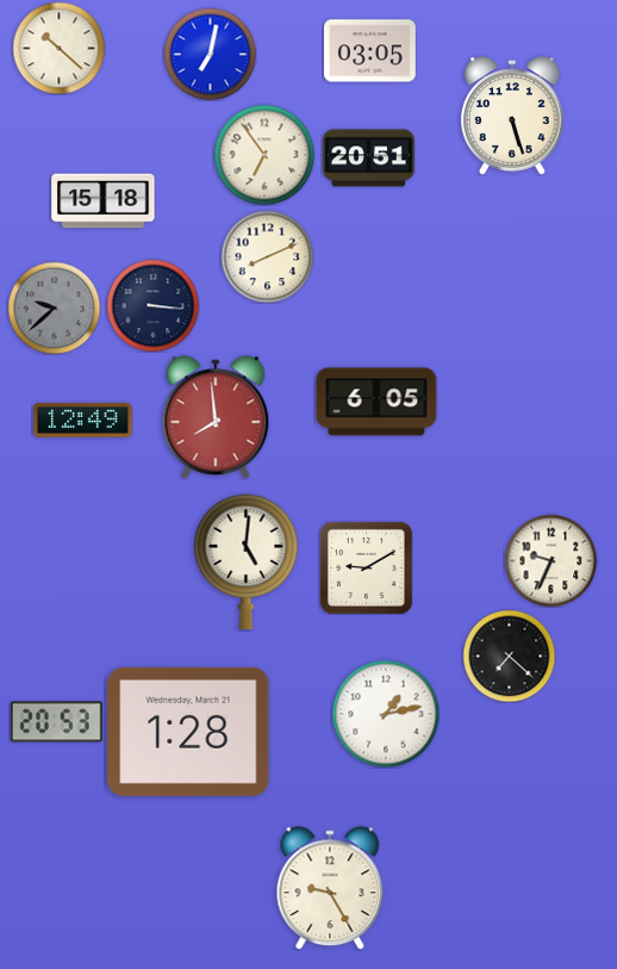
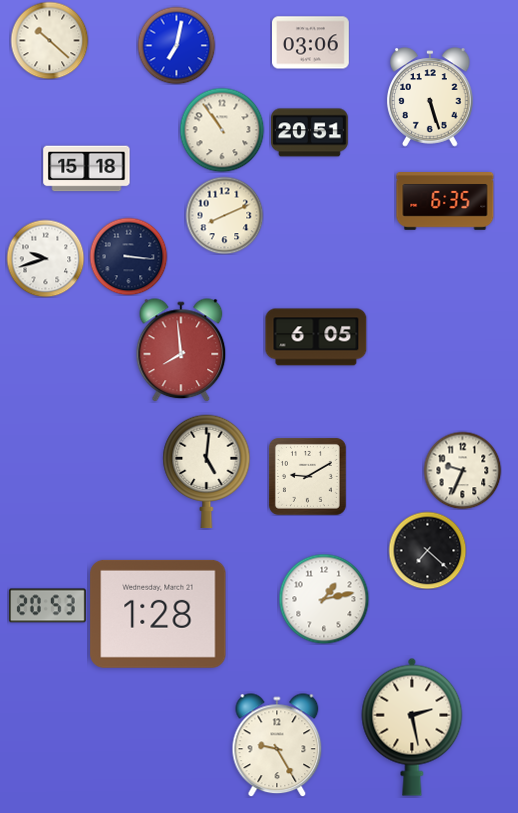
clock at (370, 51): 03:05 -> 03:06
clock at (264, 155): 6:54 -> 10:54
clock at (445, 201): none -> 6:35
clock at (54, 308): 9:38 -> 9:42
clock at (54, 308) dial: grey -> white
clock at (83, 420): 12:49 -> none
clock at (412, 727): none -> 2:28
